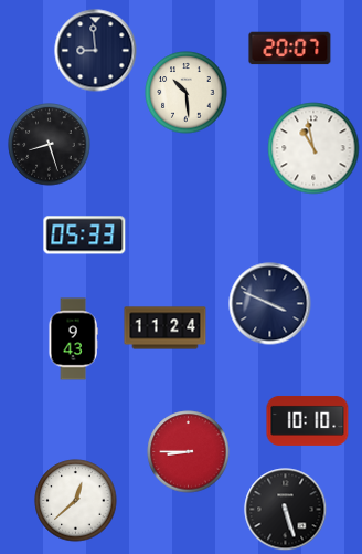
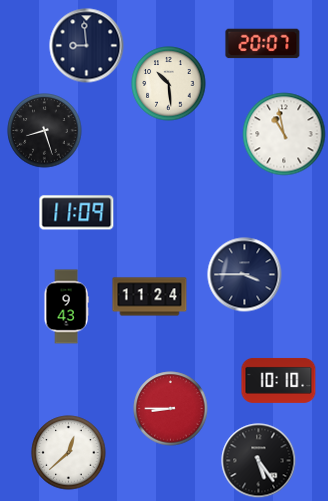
clock at (85, 236): 05:33 -> 11:09
clock at (270, 304): 3:49 -> 3:45
clock at (286, 510): 5:27 -> 5:24
